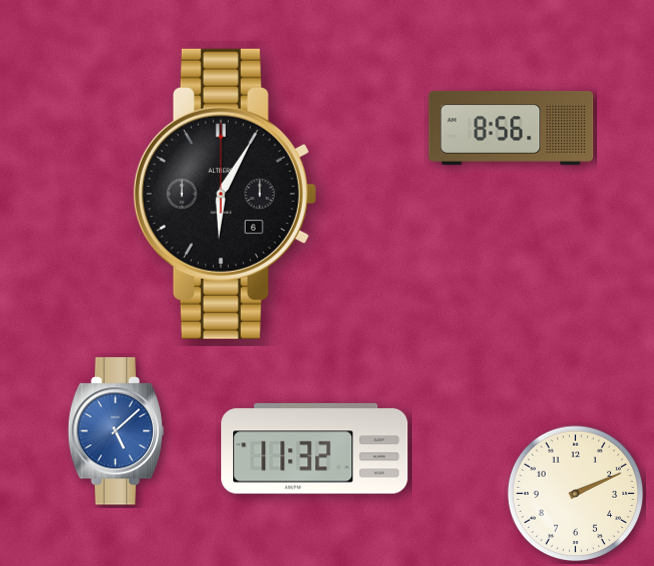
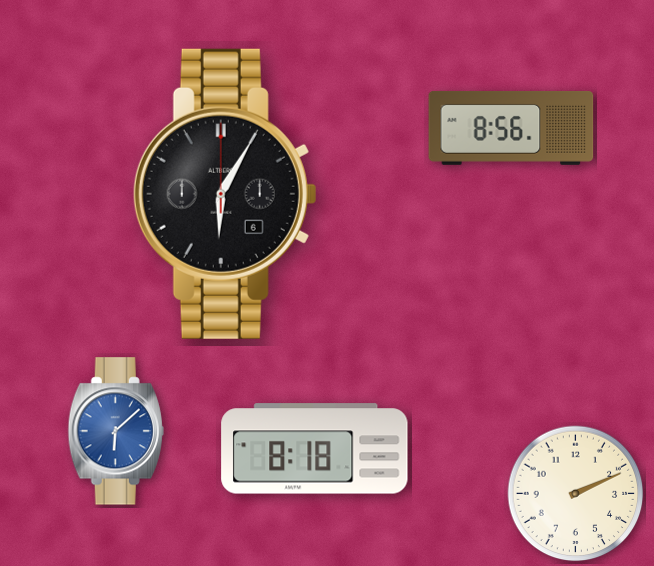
clock at (116, 431): 5:08 -> 6:08
clock at (315, 449): 11:32 -> 8:18
